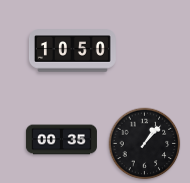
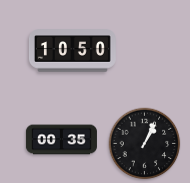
clock at (145, 144): 1:07 -> 1:04
